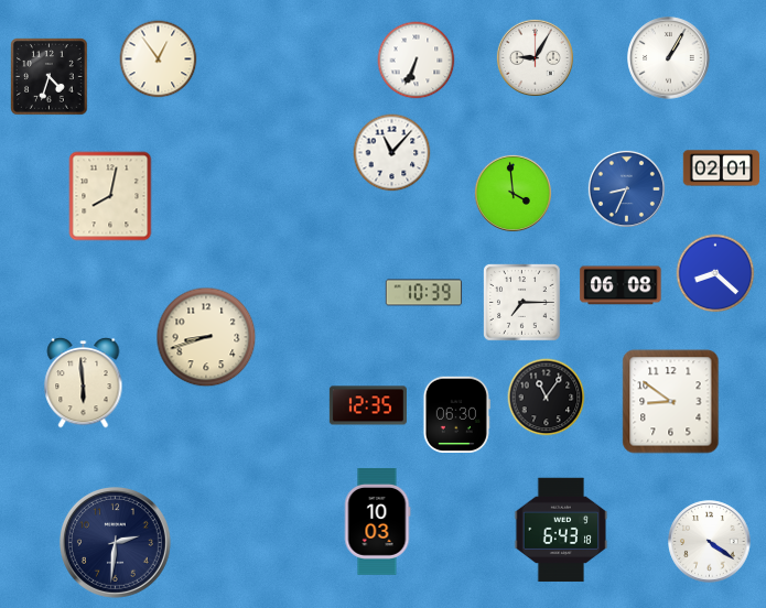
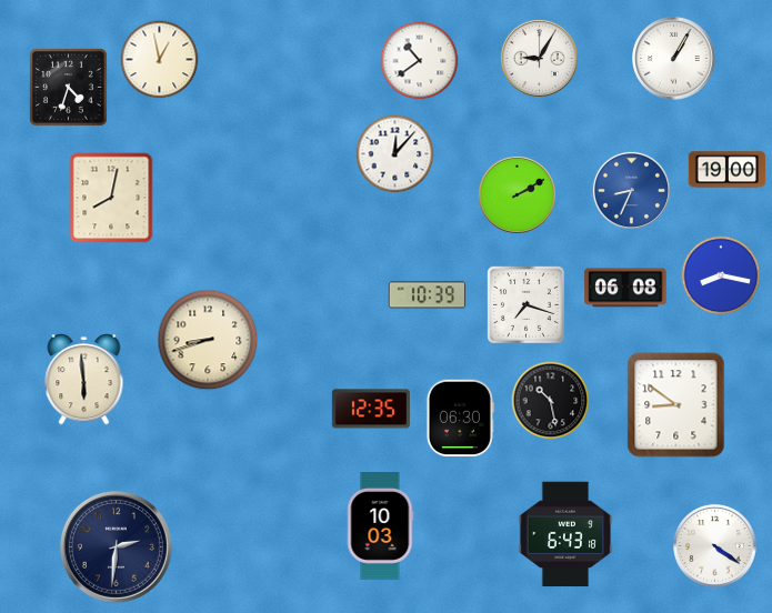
clock at (159, 59): 12:54 -> 12:58
clock at (417, 61): 6:34 -> 10:39
clock at (50, 77) position: (50, 77) -> (69, 88)
clock at (392, 153): 11:07 -> 12:07
clock at (722, 169): 02:01 -> 19:00
clock at (513, 193): 3:59 -> 2:10
clock at (715, 273): 8:22 -> 8:17
clock at (522, 303): 7:15 -> 7:18
clock at (84, 383) position: (84, 383) -> (84, 380)
clock at (547, 398): 11:06 -> 10:28
